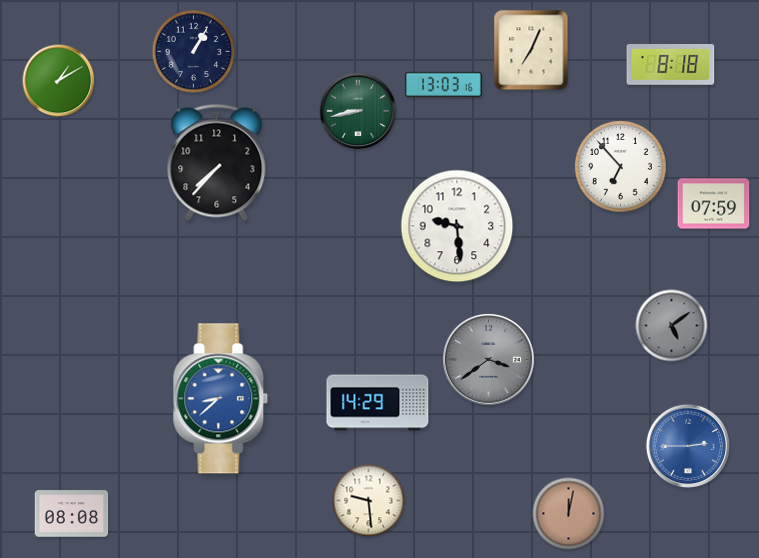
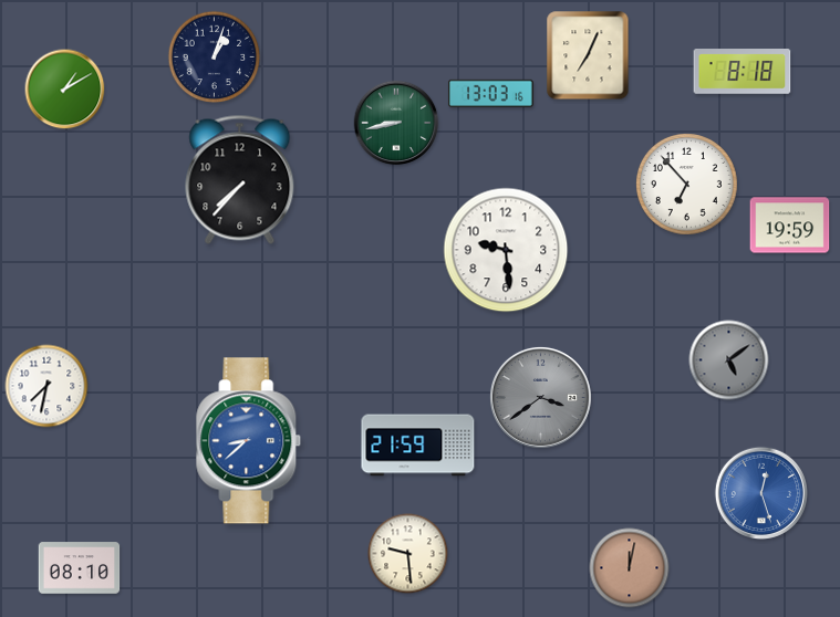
clock at (194, 52): 1:05 -> 1:03
clock at (714, 204): 07:59 -> 19:59
clock at (672, 326) position: (672, 326) -> (729, 360)
clock at (46, 386): none -> 7:32
clock at (221, 399) position: (221, 399) -> (249, 441)
clock at (378, 403): 14:29 -> 21:59
clock at (688, 446): 2:45 -> 12:27
clock at (72, 514): 08:08 -> 08:10
